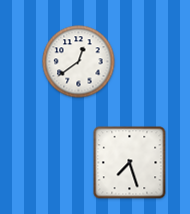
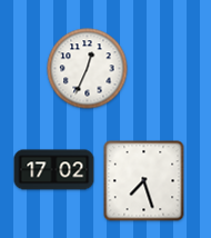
clock at (79, 62): 12:39 -> 12:34
clock at (54, 170): none -> 17:02
